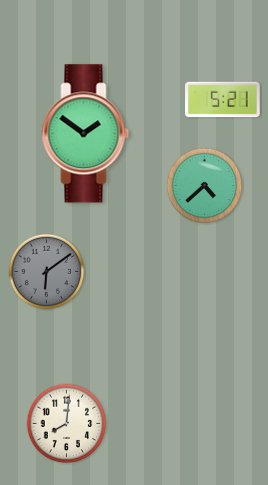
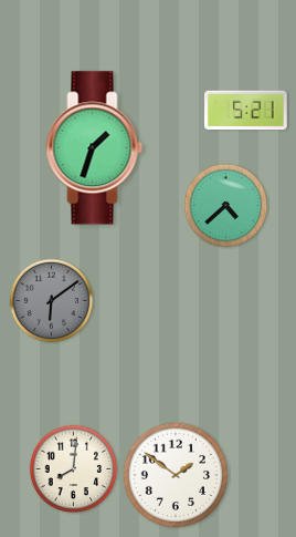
clock at (86, 134): 1:51 -> 1:33
clock at (175, 474): none -> 1:51
